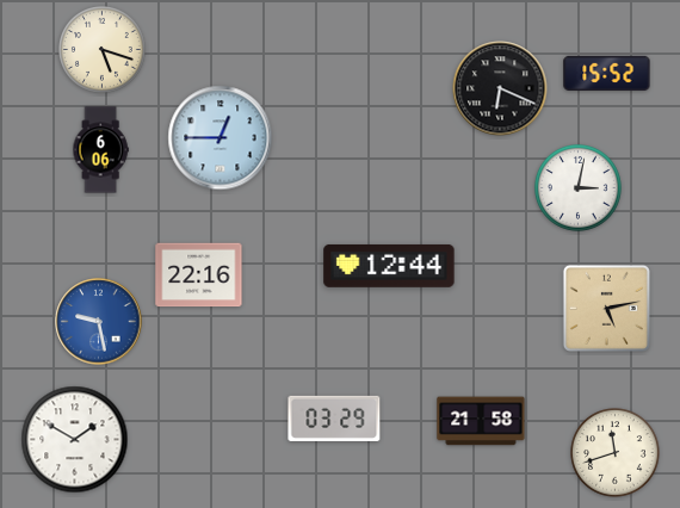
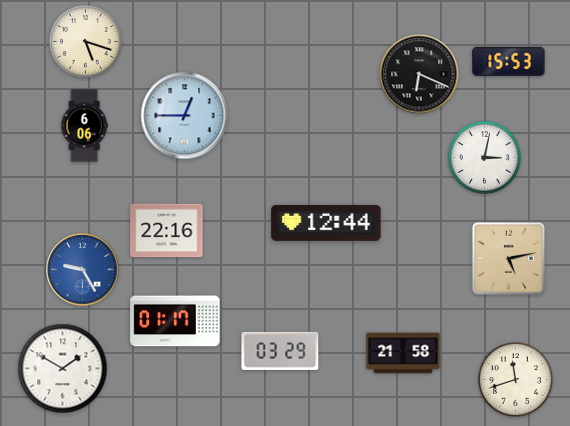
clock at (607, 73): 15:52 -> 15:53
clock at (99, 322): 9:28 -> 9:25
clock at (175, 321): none -> 01:17
